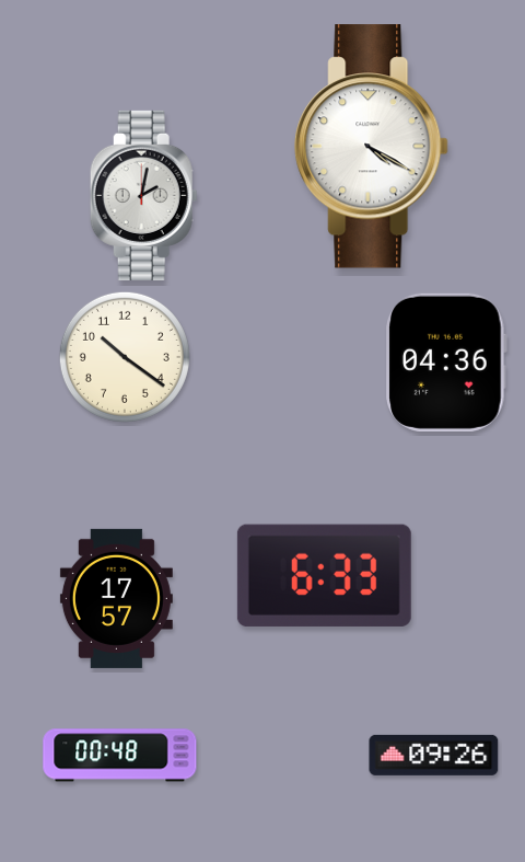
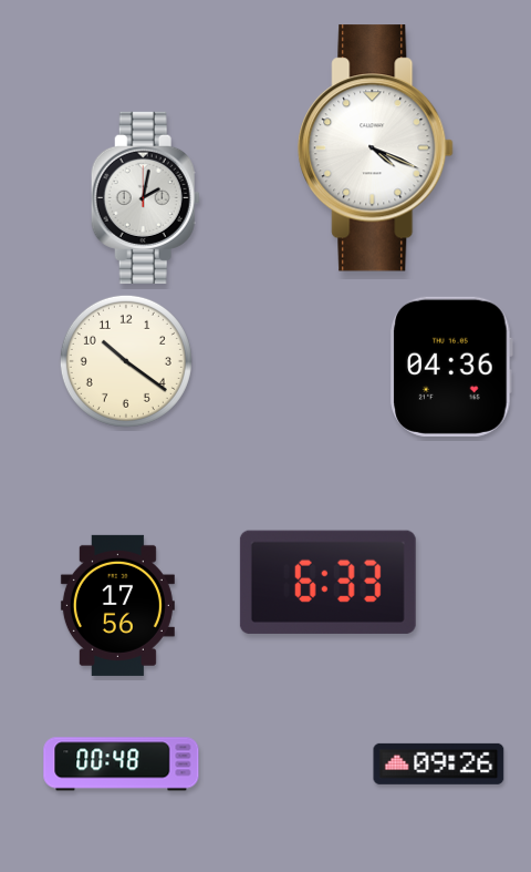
clock at (372, 147): 4:20 -> 4:19
clock at (116, 598): 17:57 -> 17:56
